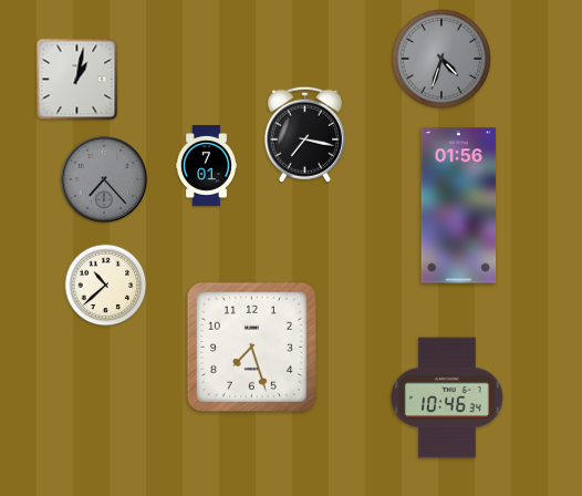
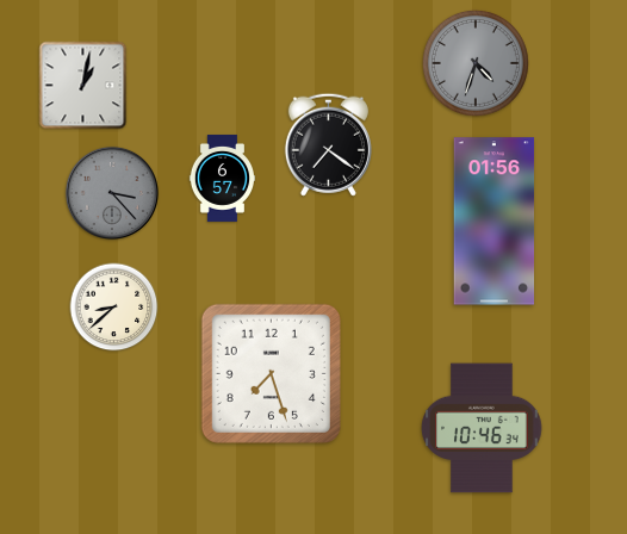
clock at (304, 134): 7:17 -> 7:21
clock at (206, 165): 7:01 -> 6:57
clock at (104, 179): 7:23 -> 3:23
clock at (106, 286): 10:38 -> 8:38
